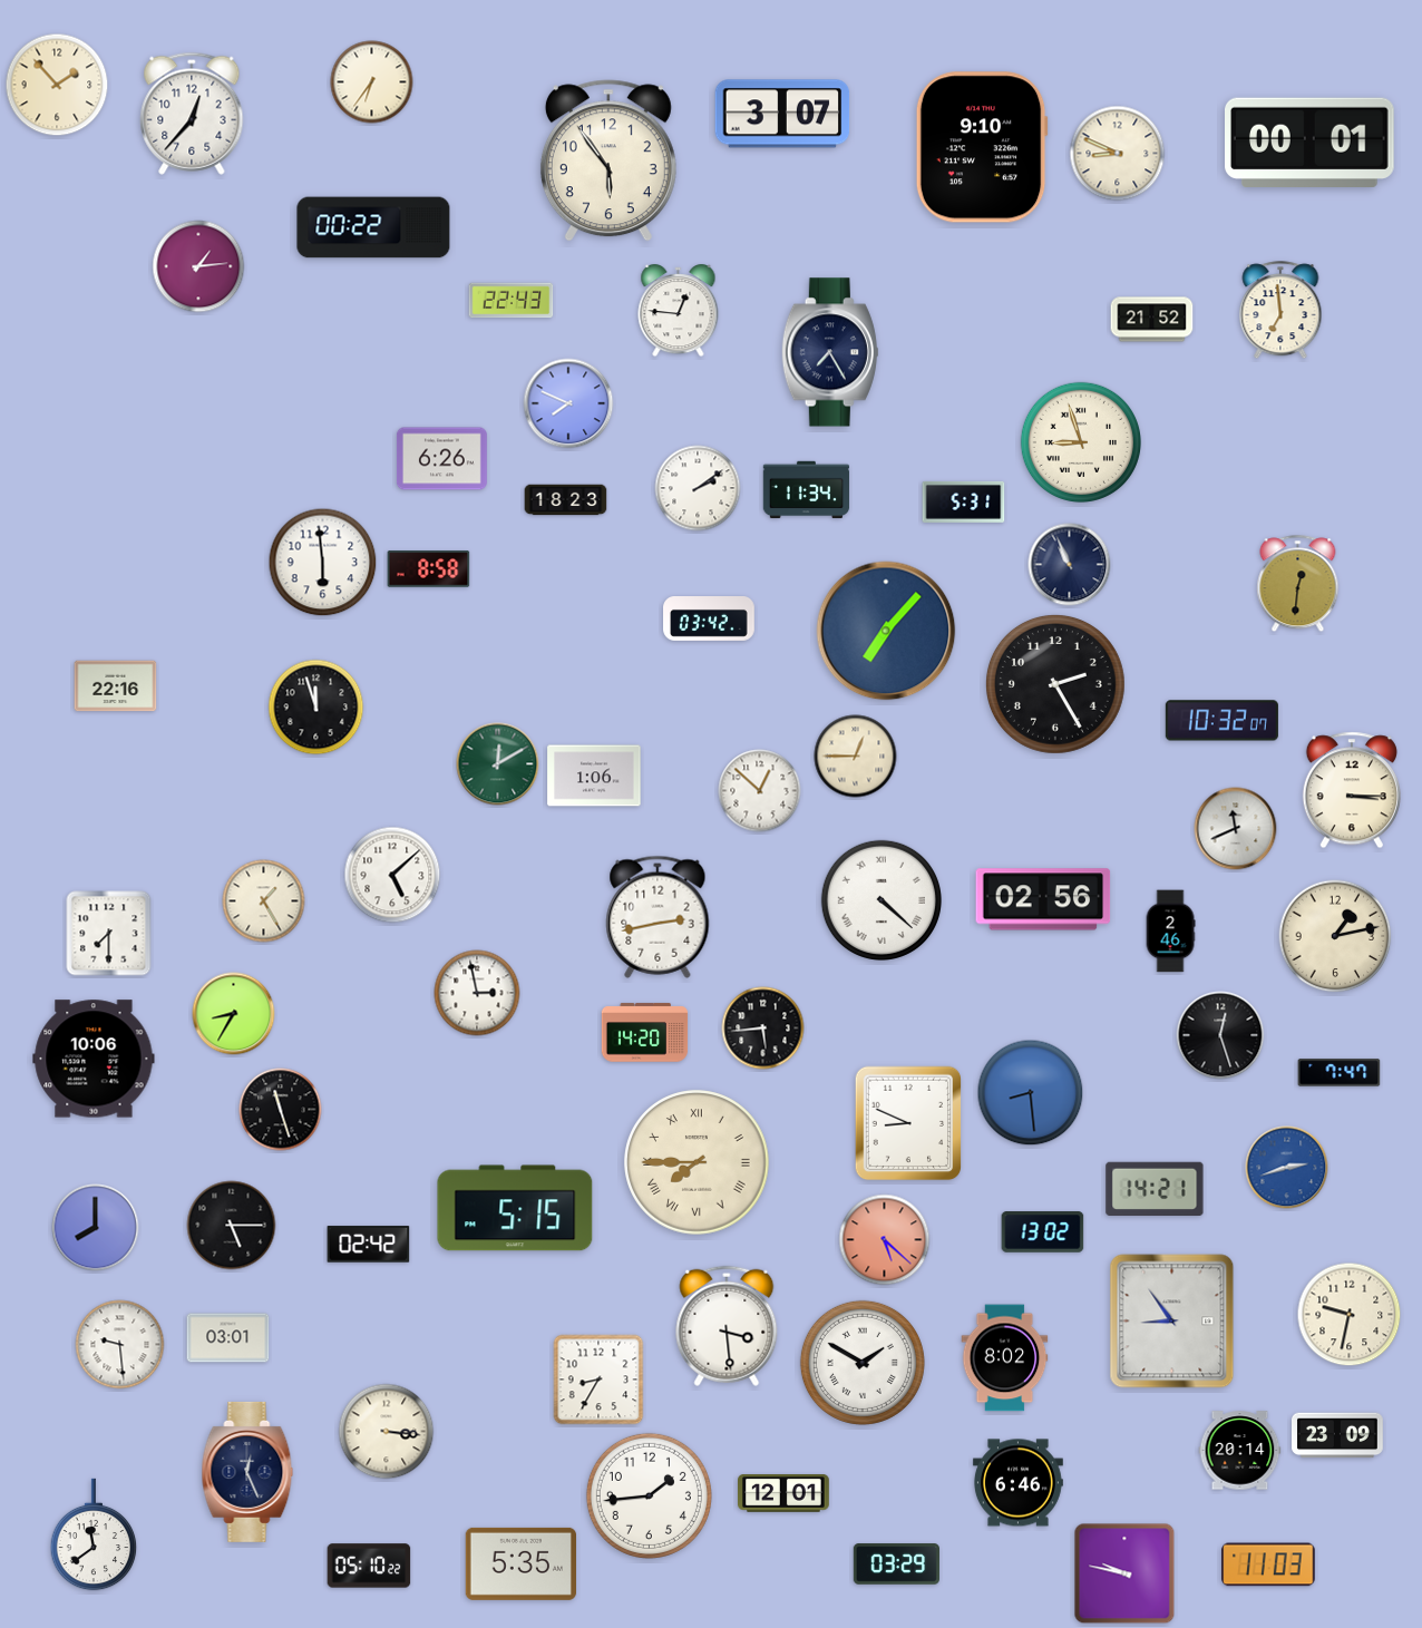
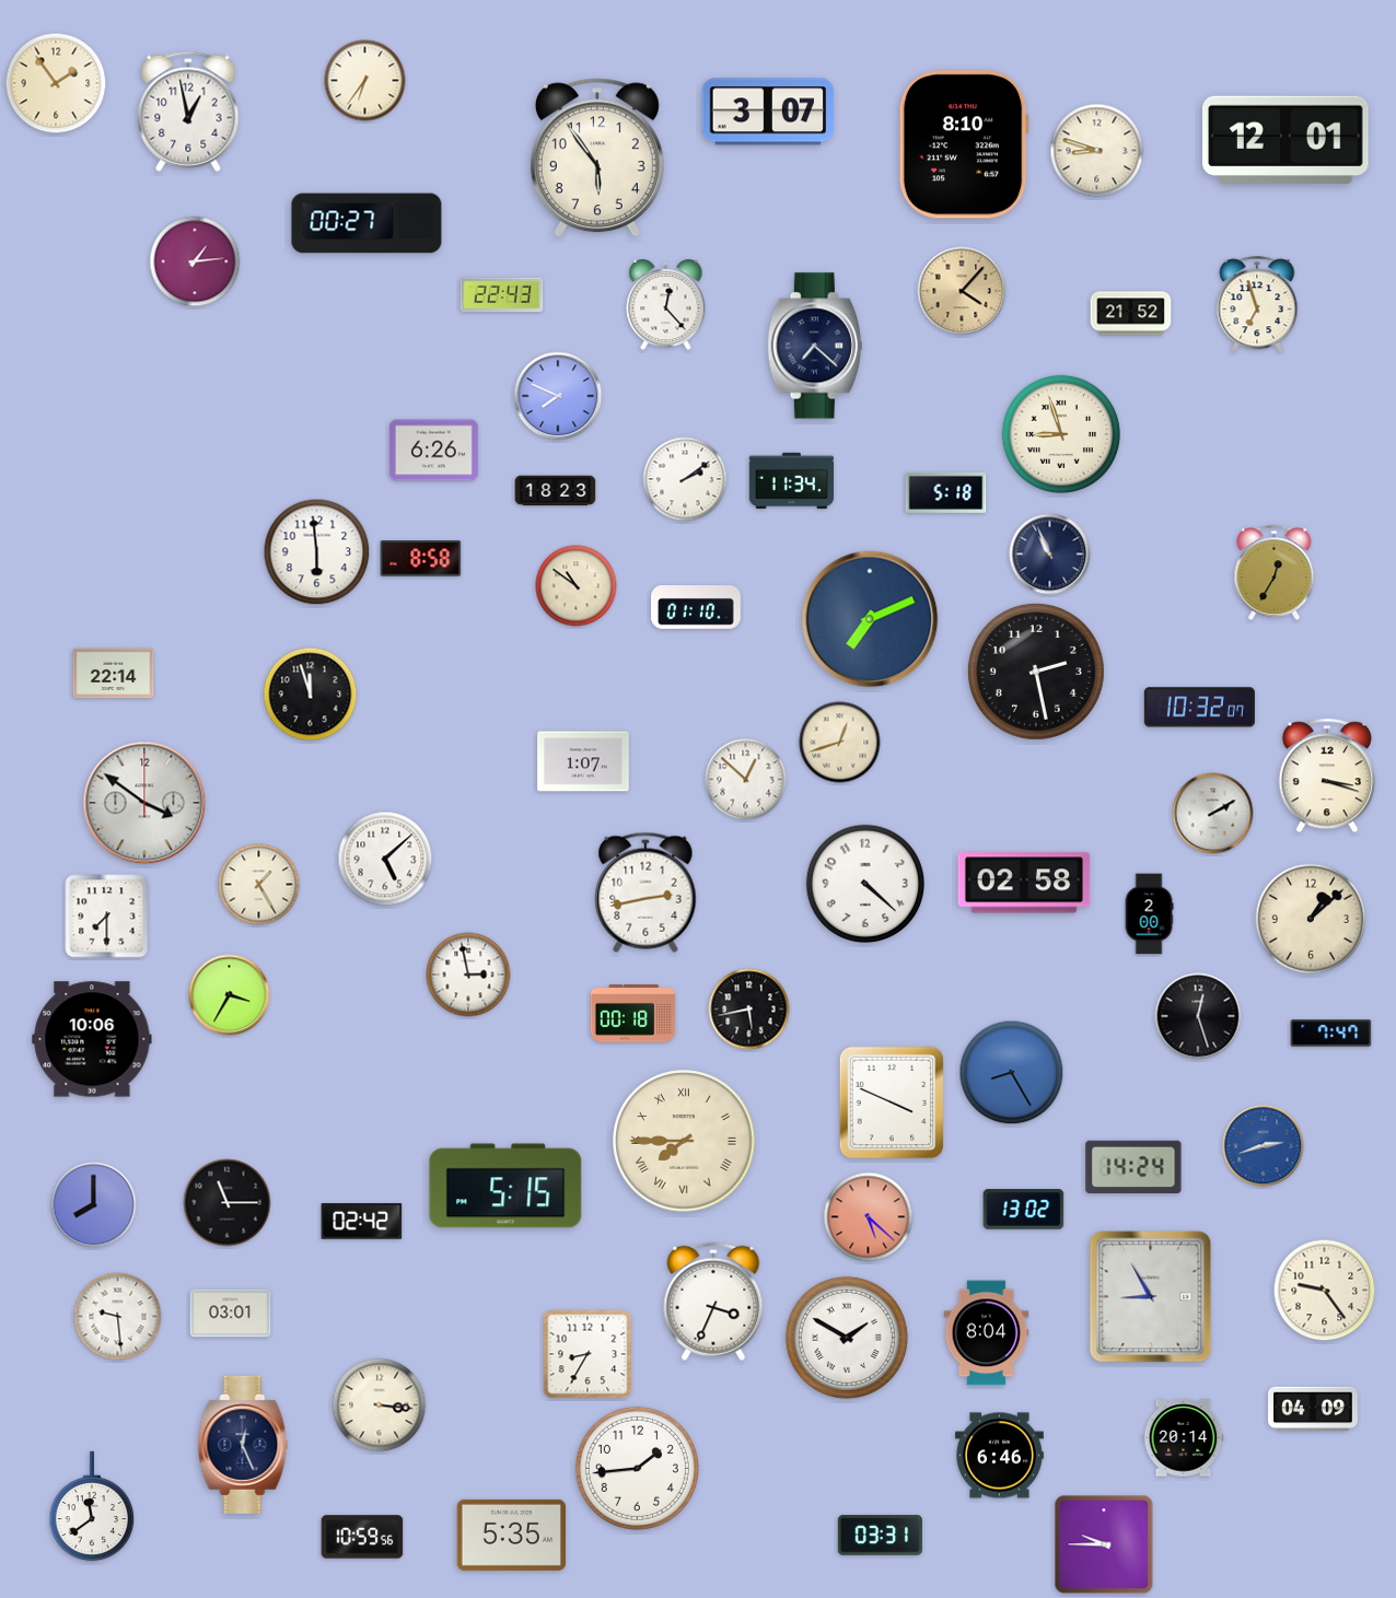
clock at (57, 85): 1:53 -> 1:54
clock at (192, 114): 12:37 -> 12:58
clock at (1311, 142): 00:01 -> 12:01
clock at (982, 147): 9:10 -> 8:10
clock at (1118, 154): 8:49 -> 8:48
clock at (373, 227): 00:22 -> 00:27
clock at (962, 291): none -> 4:07
clock at (1280, 311): 6:59 -> 6:57
clock at (679, 312): 12:46 -> 12:23
clock at (830, 352): 7:25 -> 7:22
clock at (964, 501): 5:31 -> 5:18
clock at (1298, 584): 12:31 -> 12:35
clock at (577, 586): none -> 10:51
clock at (709, 620): 03:42 -> 01:10
clock at (886, 631): 7:07 -> 7:11
clock at (1055, 684): 2:25 -> 2:28
clock at (116, 686): 22:16 -> 22:14
clock at (856, 757): 12:45 -> 12:42
clock at (498, 764): 12:10 -> none
clock at (594, 776): 1:06 -> 1:07
clock at (1352, 790): 3:15 -> 3:18
clock at (760, 791) position: (760, 791) -> (746, 780)
clock at (144, 803): none -> 3:51
clock at (1236, 829): 11:41 -> 2:10
clock at (880, 899) numerals: Roman -> Arabic
clock at (1043, 899): 02:56 -> 02:58
clock at (658, 917) position: (658, 917) -> (645, 893)
clock at (1170, 932): 2:46 -> 2:00
clock at (1335, 936): 1:13 -> 1:08
clock at (234, 1014): 8:35 -> 3:35
clock at (763, 1029): 5:44 -> 5:43
clock at (645, 1033): 14:20 -> 00:18
clock at (1340, 1073) position: (1340, 1073) -> (1331, 1034)
clock at (1031, 1093): 8:29 -> 8:25
clock at (281, 1110): 11:27 -> none
clock at (908, 1123): 8:49 -> 3:49
clock at (1155, 1188): 14:21 -> 14:24
clock at (232, 1226): 5:15 -> 11:15
clock at (1350, 1315): 9:32 -> 9:24
clock at (1172, 1322): 8:54 -> 8:55
clock at (727, 1326): 3:29 -> 3:34
clock at (228, 1338) position: (228, 1338) -> (231, 1314)
clock at (120, 1345) position: (120, 1345) -> (118, 1317)
clock at (1005, 1358): 8:02 -> 8:04
clock at (1338, 1435): 23:09 -> 04:09
clock at (1240, 1451) position: (1240, 1451) -> (1184, 1438)
clock at (785, 1494): 12:01 -> none
clock at (897, 1564): 03:29 -> 03:31
clock at (1268, 1564): 11:03 -> none
clock at (369, 1566): 05:10 -> 10:59
clock at (1124, 1573): 9:47 -> 9:45
